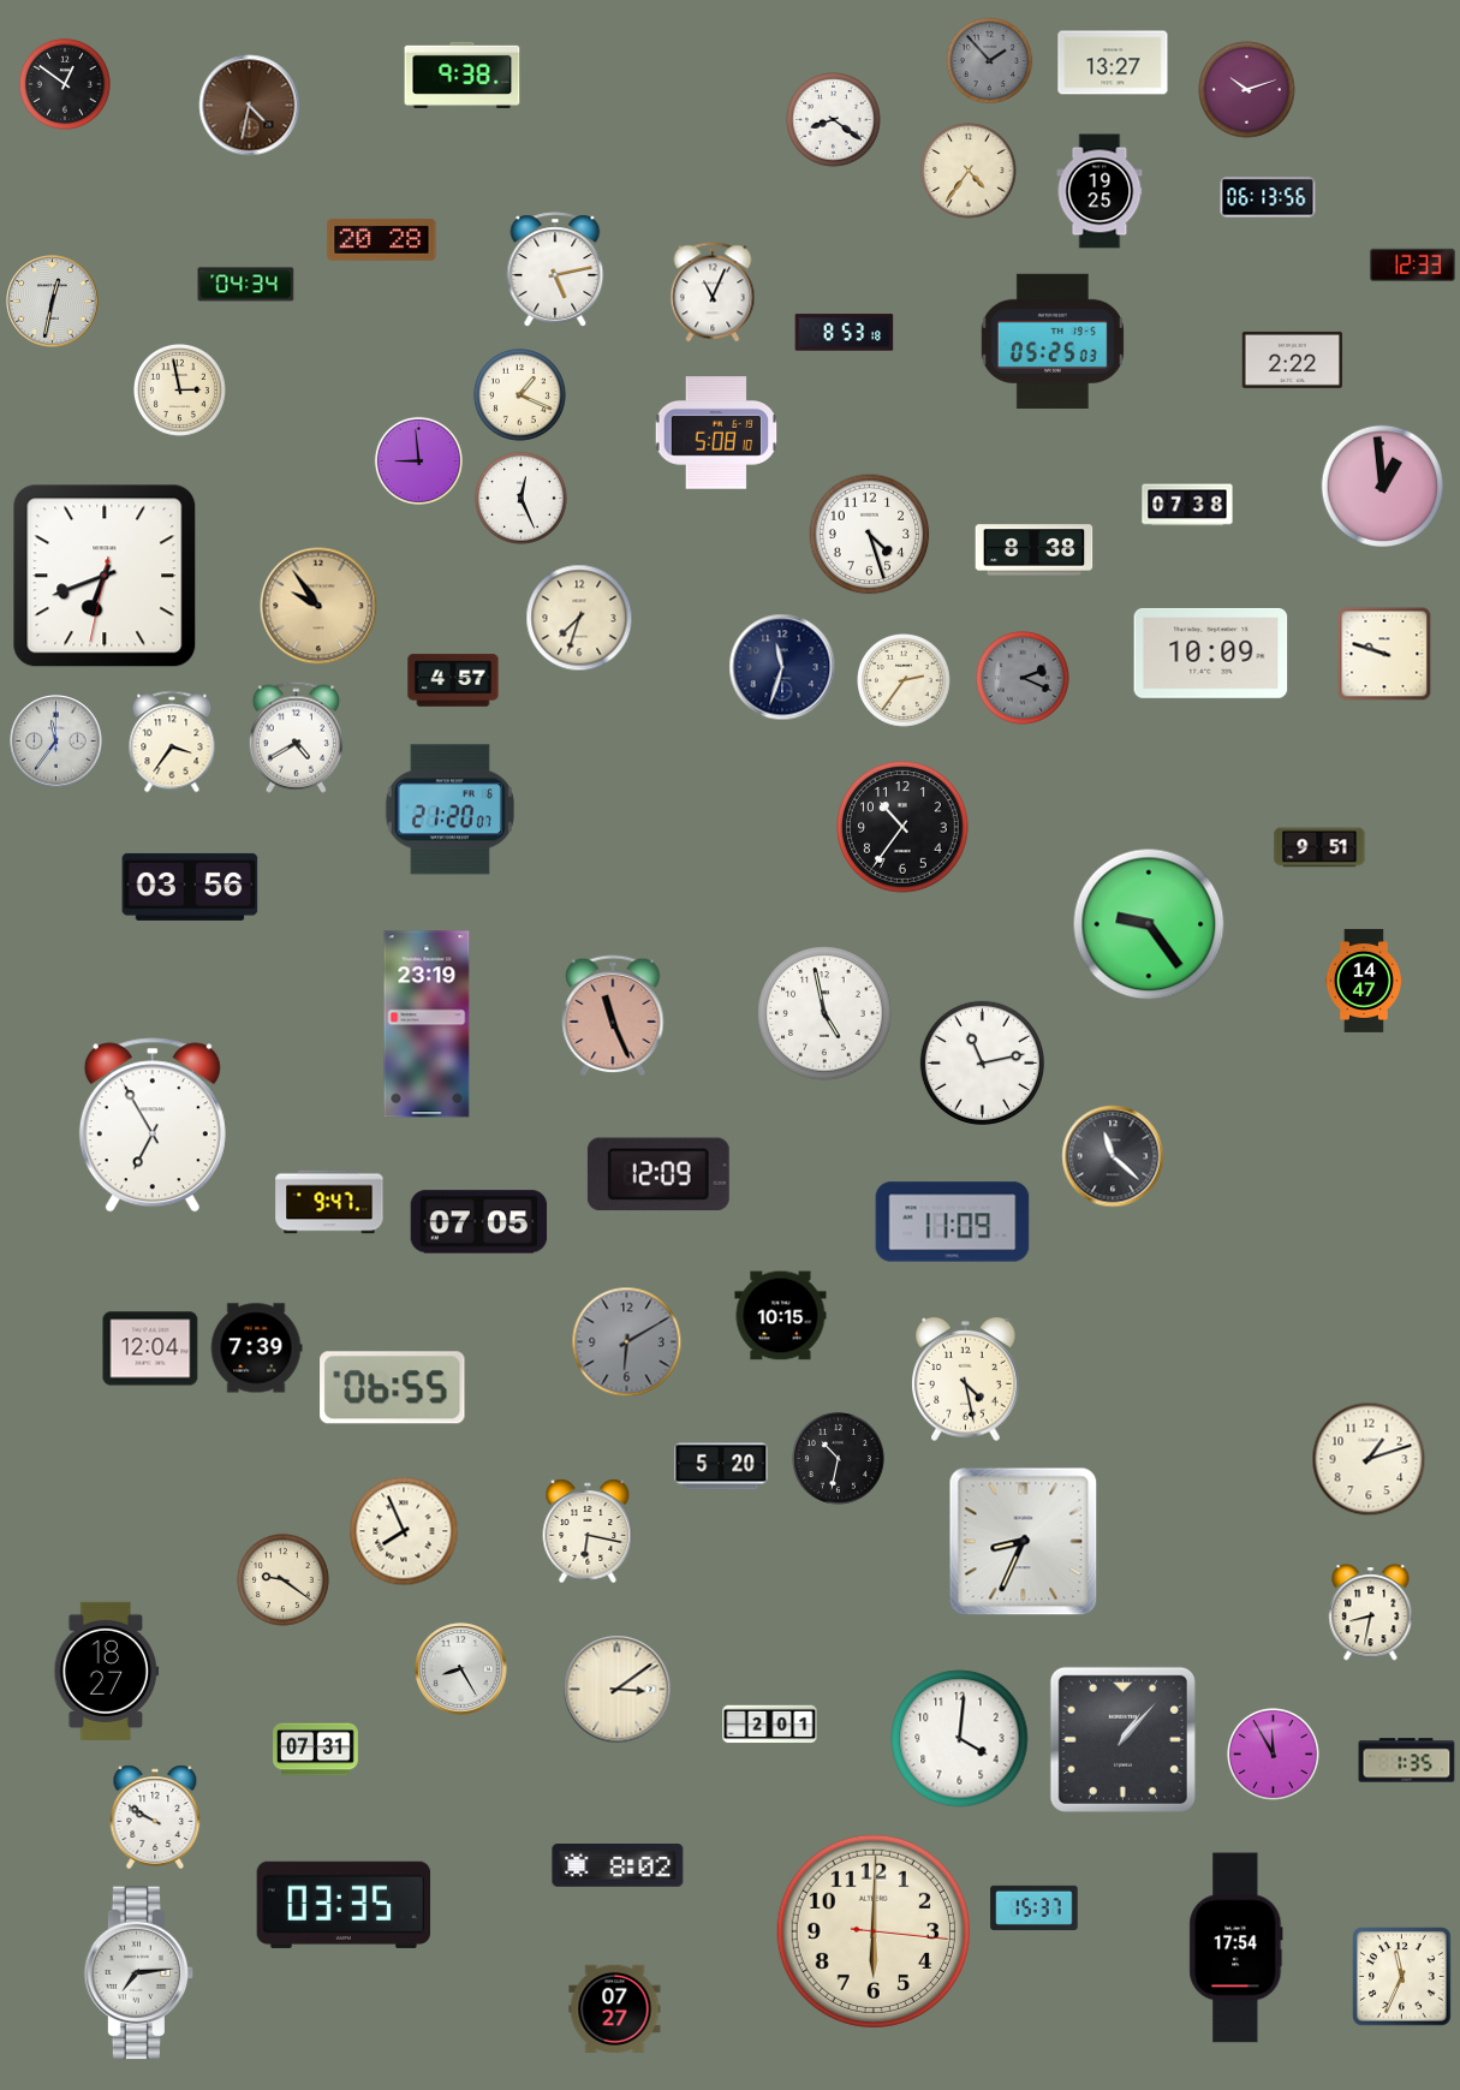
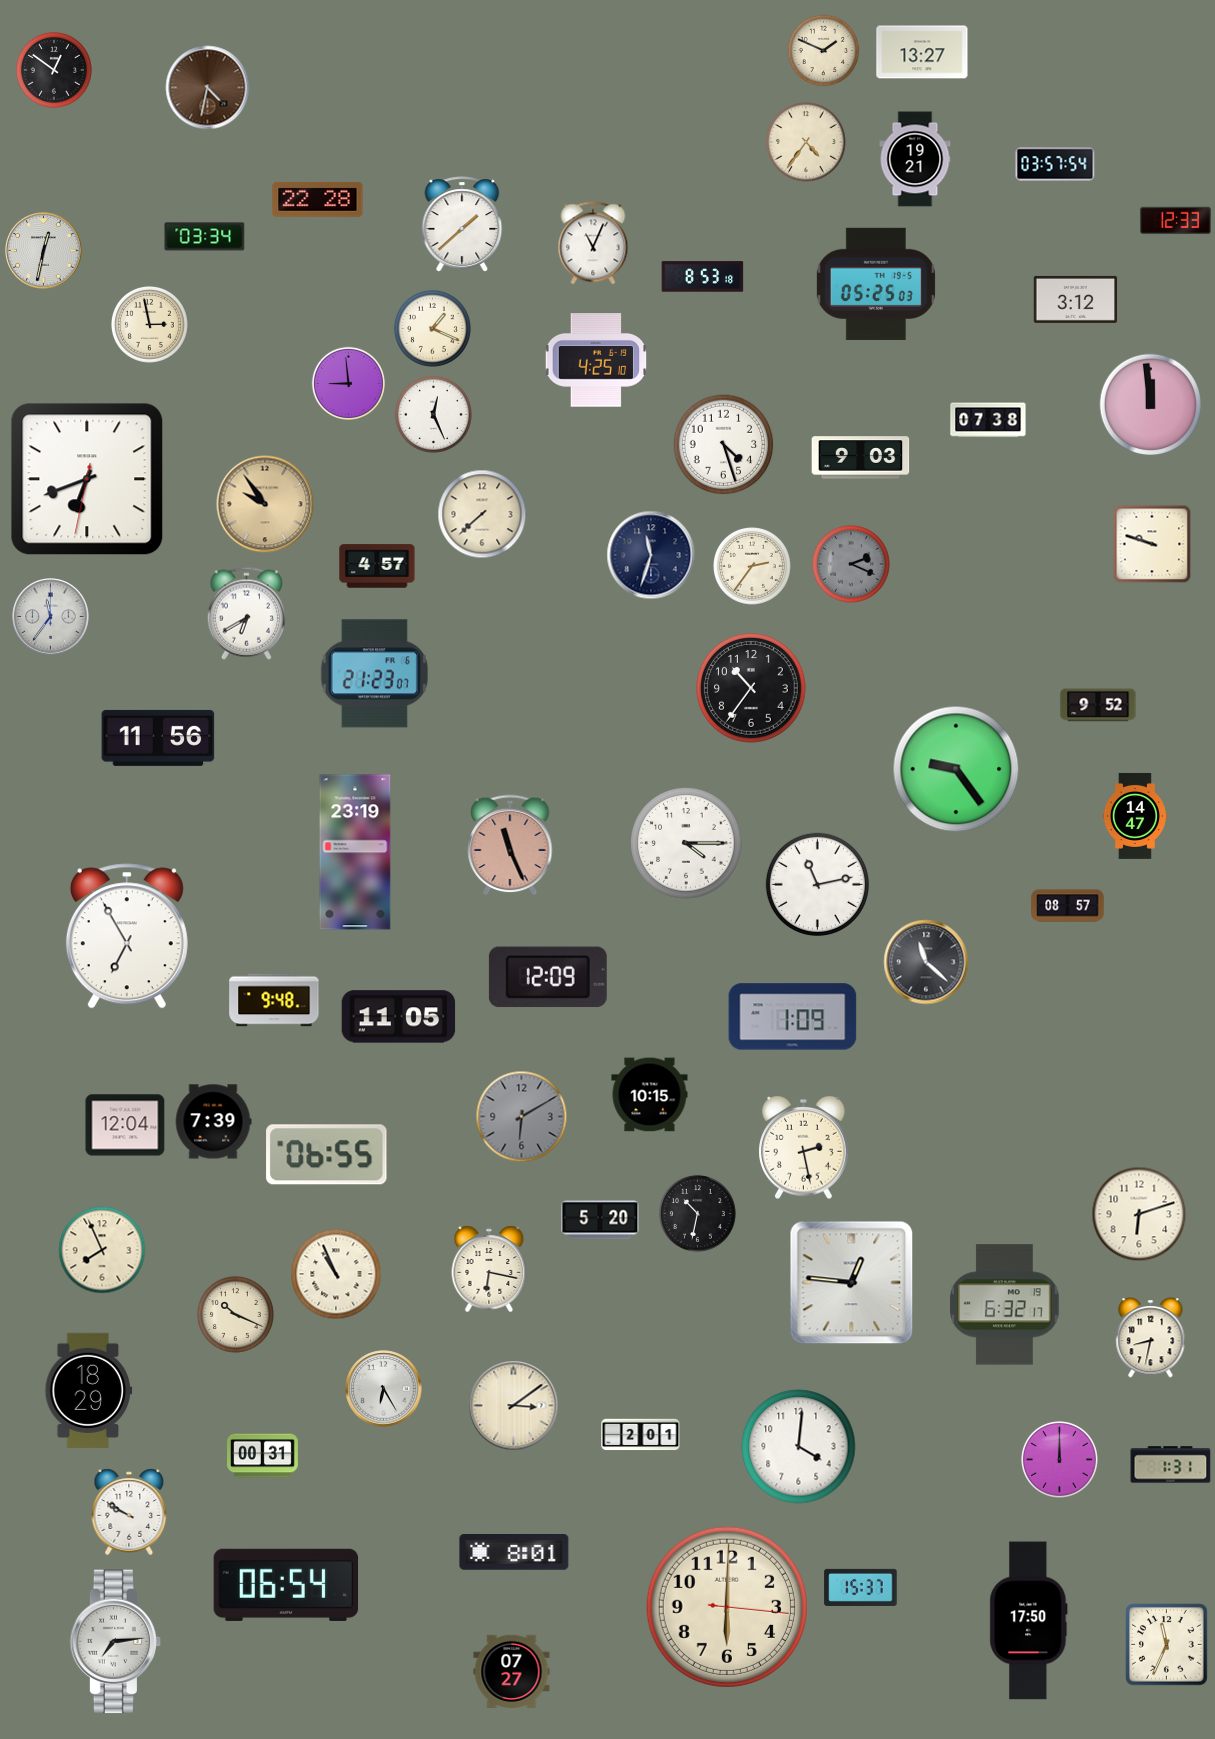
clock at (990, 61): 1:53 -> 1:49
clock at (990, 61) dial: grey -> cream
clock at (1113, 62) position: (1113, 62) -> (922, 52)
clock at (463, 75): 9:38 -> none
clock at (1247, 90): 10:12 -> none
clock at (834, 120): 8:21 -> none
clock at (1100, 191): 19:25 -> 19:21
clock at (1268, 197): 06:13 -> 03:57
clock at (382, 240): 20:28 -> 22:28
clock at (555, 269): 5:13 -> 1:38
clock at (246, 285): 04:34 -> 03:34
clock at (1293, 359): 2:22 -> 3:12
clock at (716, 433): 5:08 -> 4:25
clock at (1383, 487): 12:59 -> 11:59
clock at (1035, 550): 8:38 -> 9:03
clock at (579, 618): 7:33 -> 7:38
clock at (1211, 653): 10:09 -> none
clock at (296, 737): 4:40 -> 6:40
clock at (56, 742) position: (56, 742) -> (51, 617)
clock at (172, 742): 3:36 -> none
clock at (449, 810): 21:20 -> 21:23
clock at (1319, 847): 9:51 -> 9:52
clock at (190, 887): 03:56 -> 11:56
clock at (824, 1013): 4:58 -> 4:15
clock at (1068, 906): none -> 08:57
clock at (329, 1202): 9:47 -> 9:48
clock at (479, 1222): 07:05 -> 11:05
clock at (953, 1222): 11:09 -> 1:09
clock at (150, 1348) position: (150, 1348) -> (125, 1125)
clock at (966, 1380): 4:28 -> 2:28
clock at (1369, 1459): 1:12 -> 6:12
clock at (102, 1250): none -> 7:56
clock at (404, 1531): 7:56 -> 10:56
clock at (588, 1531) position: (588, 1531) -> (489, 1269)
clock at (1024, 1542): 8:34 -> 12:46
clock at (1005, 1305): none -> 6:32
clock at (282, 1579): 9:21 -> 10:19
clock at (1371, 1613) position: (1371, 1613) -> (1151, 1338)
clock at (461, 1669): 8:25 -> 6:25
clock at (107, 1671): 18:27 -> 18:29
clock at (1122, 1739): 1:07 -> none
clock at (316, 1750): 07:31 -> 00:31
clock at (1273, 1753): 11:55 -> 12:00
clock at (1407, 1761): 1:35 -> 1:31
clock at (618, 1866): 8:02 -> 8:01
clock at (344, 1905): 03:35 -> 06:54
clock at (1236, 1948): 17:54 -> 17:50
